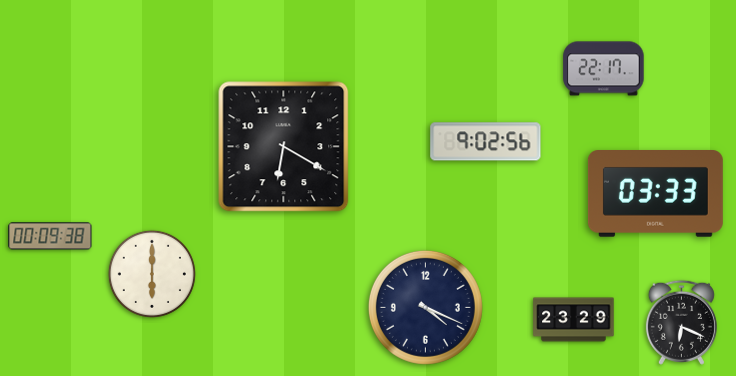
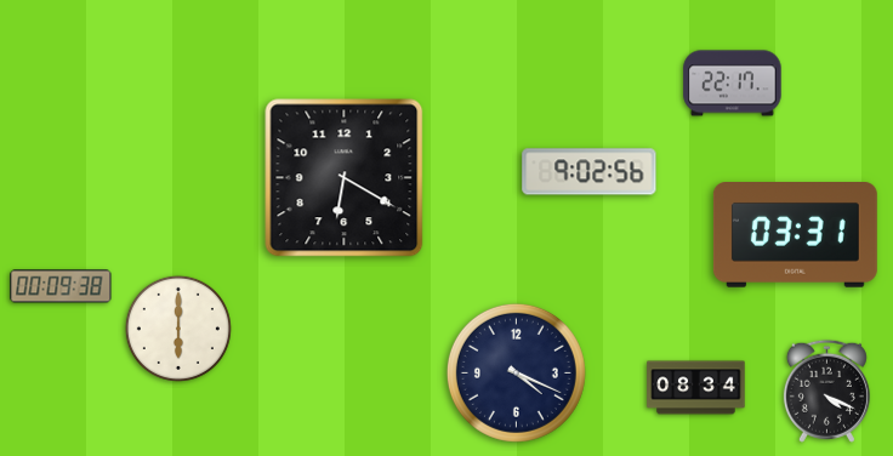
clock at (655, 194): 03:33 -> 03:31
clock at (152, 274) position: (152, 274) -> (178, 329)
clock at (574, 320): 23:29 -> 08:34
clock at (681, 322): 6:19 -> 4:19
